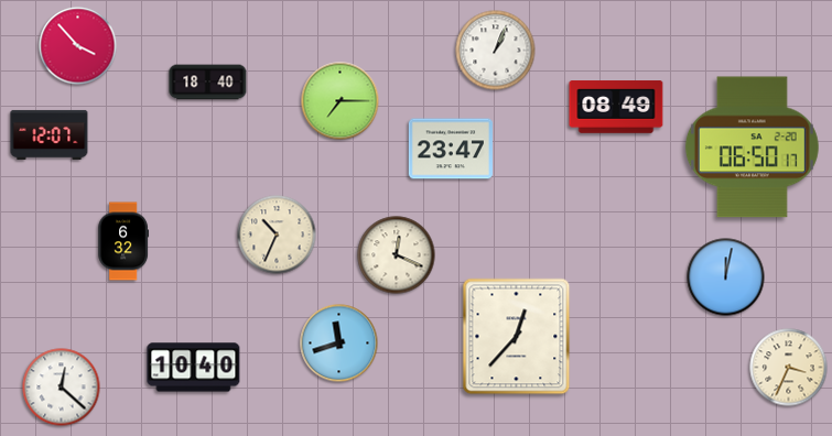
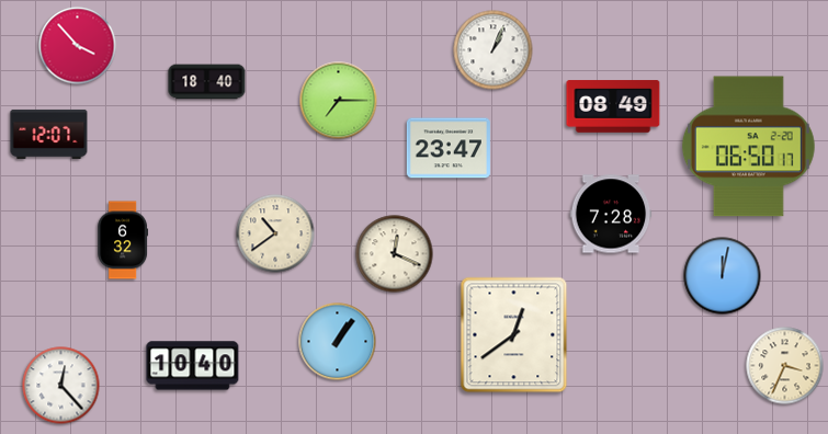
clock at (611, 214): none -> 7:28
clock at (277, 235): 10:34 -> 10:39
clock at (517, 337): 12:37 -> 12:39
clock at (339, 344): 11:42 -> 1:06
clock at (62, 388): 12:22 -> 12:23
